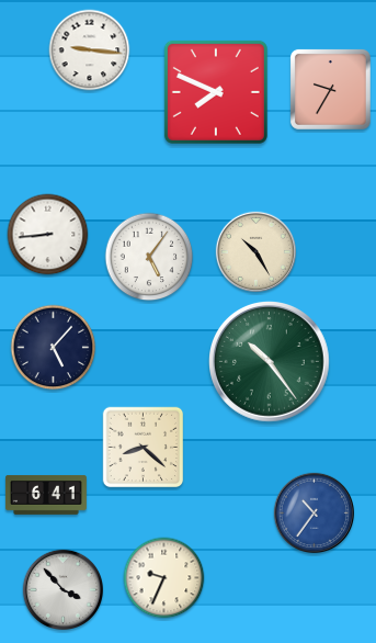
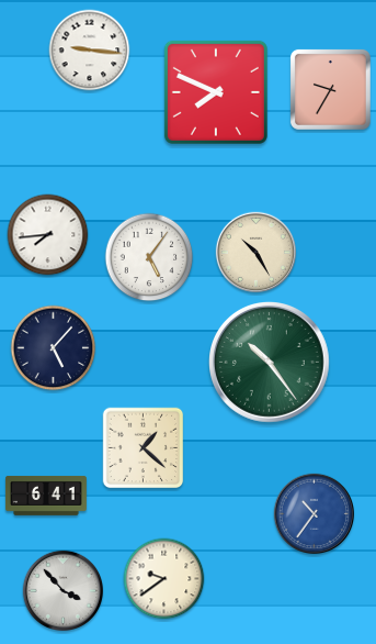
clock at (48, 235): 8:44 -> 7:44
clock at (144, 448): 8:22 -> 1:22
clock at (164, 578): 9:34 -> 9:39
